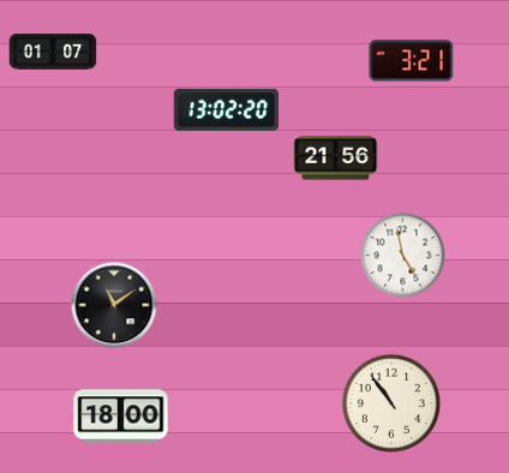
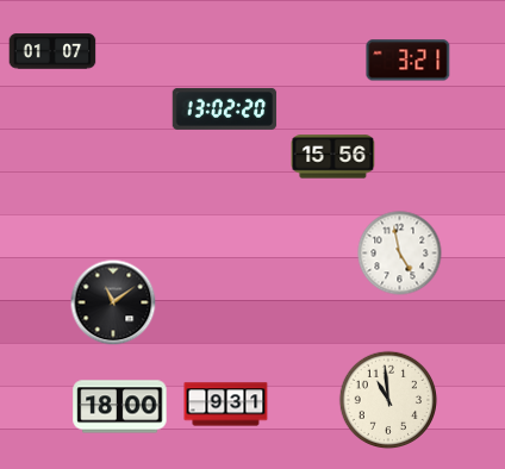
clock at (336, 158): 21:56 -> 15:56
clock at (391, 403): 10:54 -> 10:59
clock at (226, 405): none -> 9:31
clock at (121, 417) position: (121, 417) -> (120, 407)
